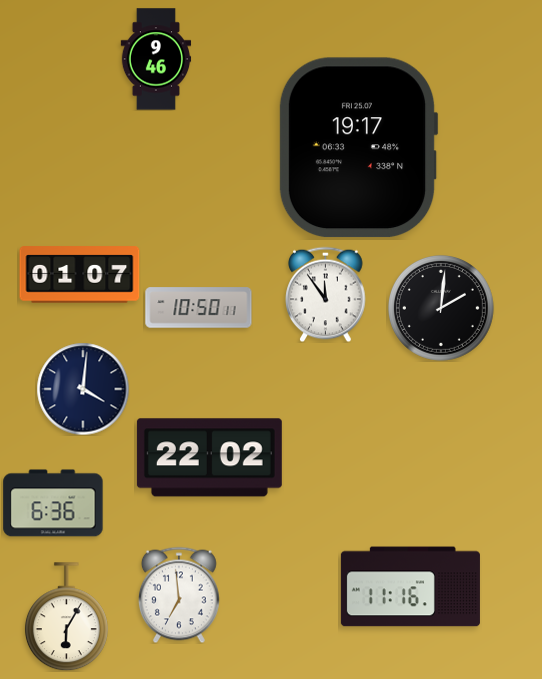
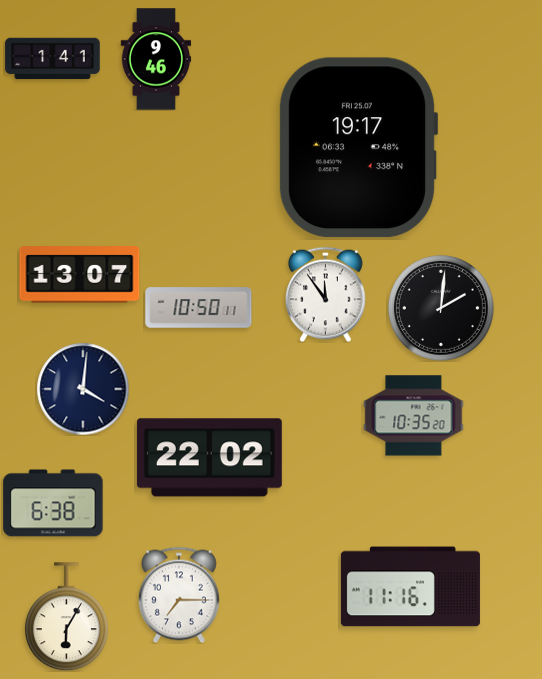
clock at (53, 59): none -> 1:41
clock at (80, 275): 01:07 -> 13:07
clock at (414, 416): none -> 10:35
clock at (53, 503): 6:36 -> 6:38
clock at (179, 595): 6:59 -> 7:15
